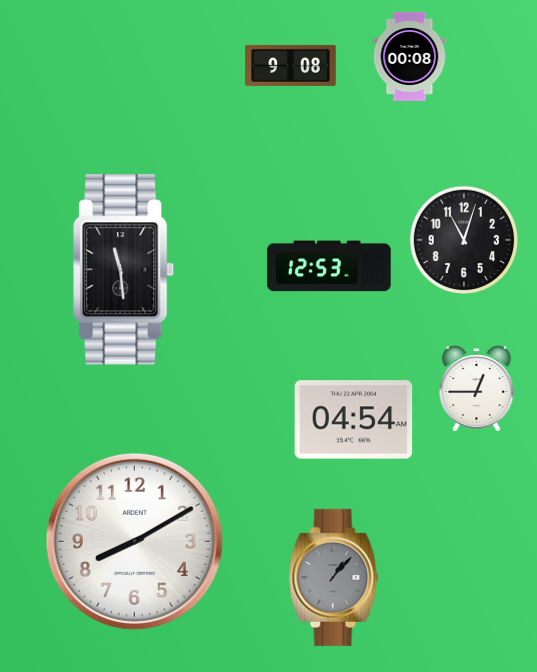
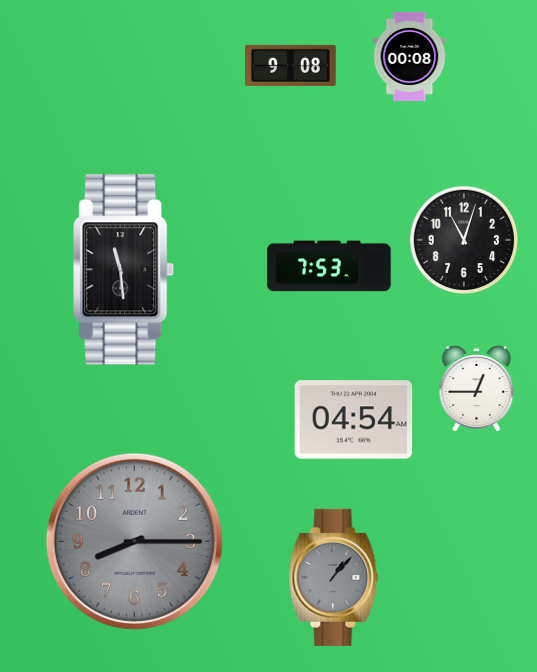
clock at (329, 266): 12:53 -> 7:53
clock at (134, 541): 8:10 -> 8:15
clock at (134, 541) dial: white -> grey
